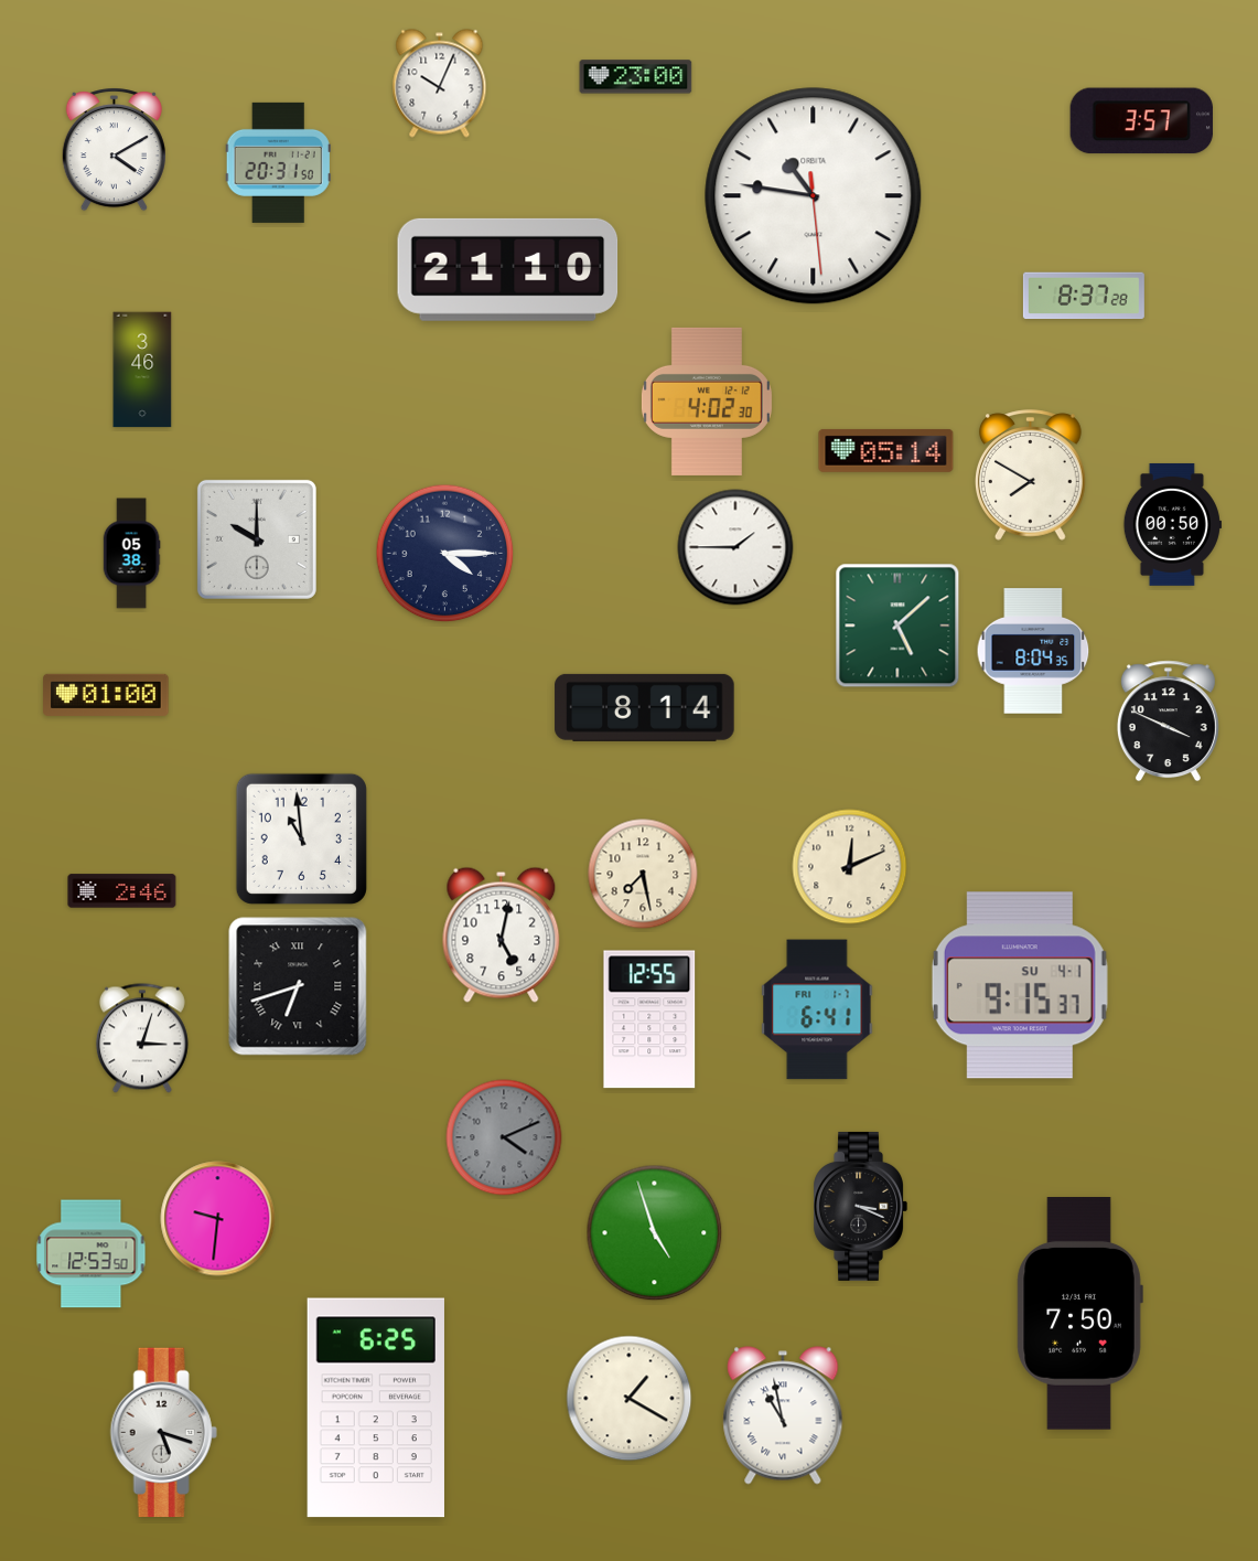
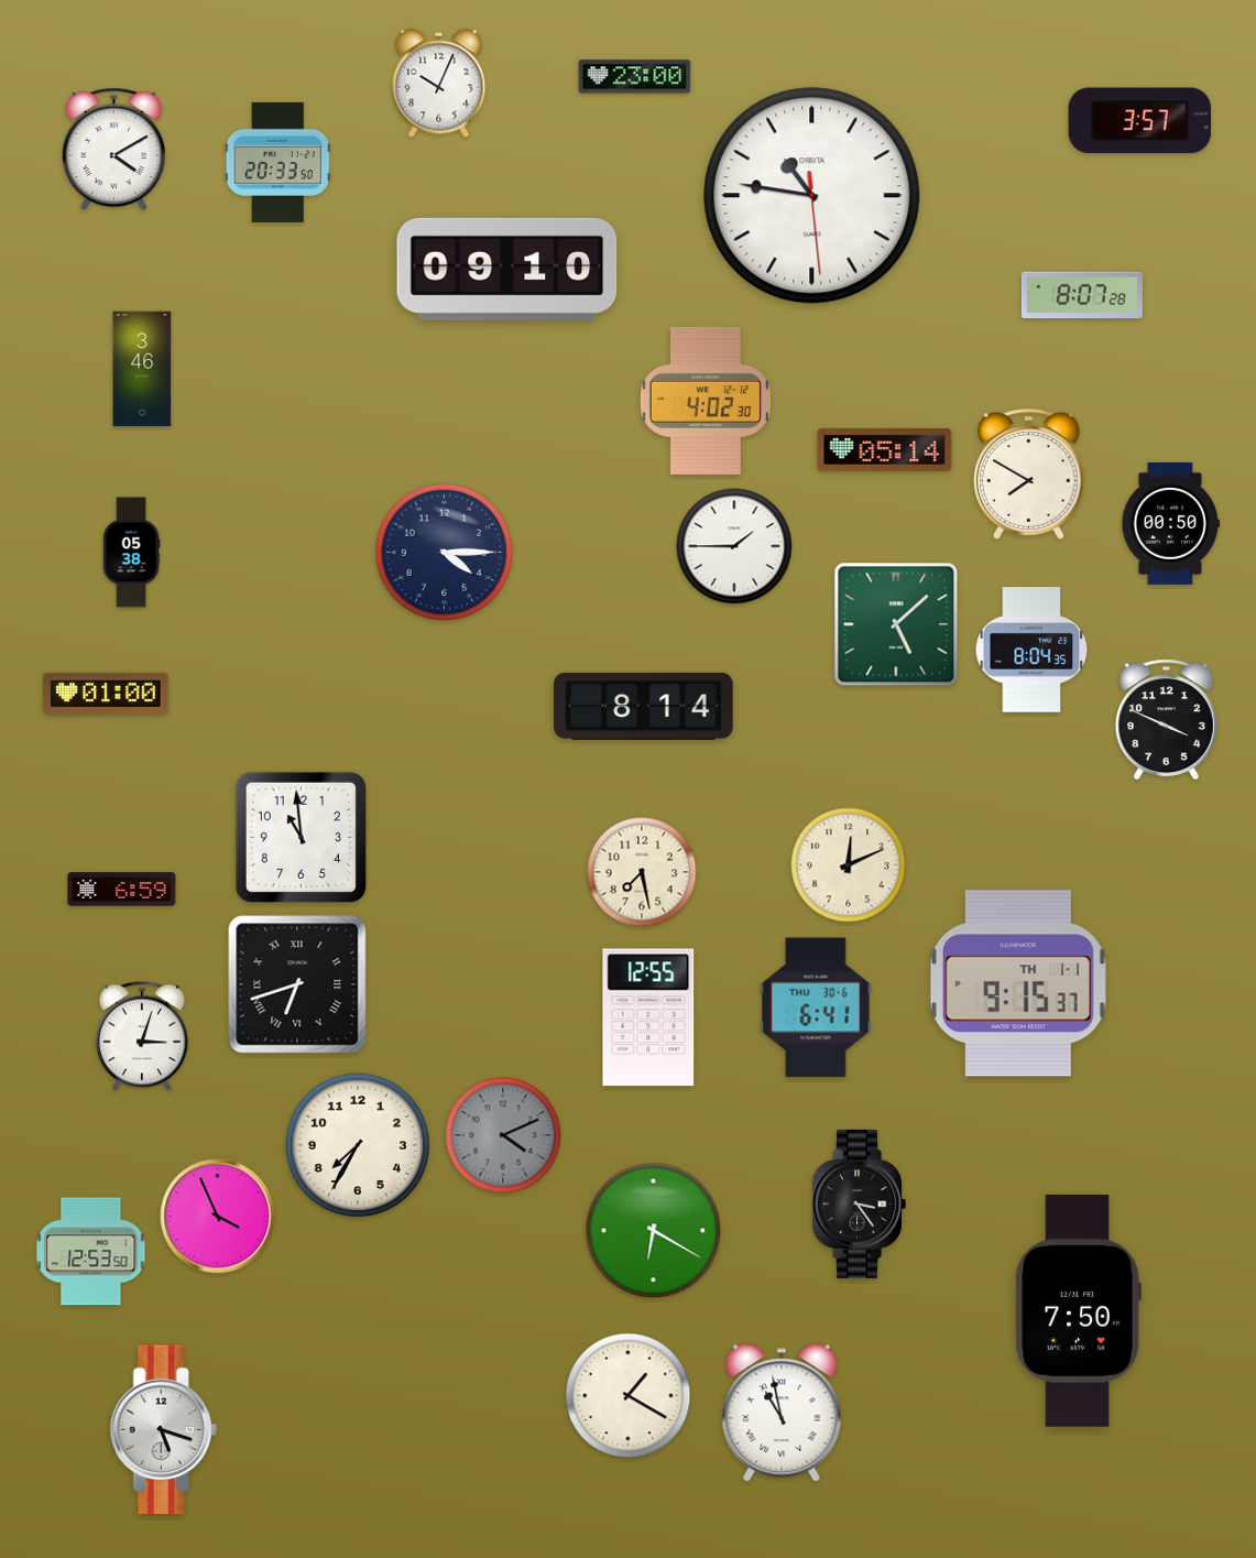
clock at (278, 162): 20:31 -> 20:33
clock at (508, 269): 21:10 -> 09:10
clock at (1084, 296): 8:37 -> 8:07
clock at (257, 539): 10:00 -> none
clock at (122, 891): 2:46 -> 6:59
clock at (502, 934): 5:02 -> none
clock at (1020, 985) date: SU 4-1 -> TH 1-1
clock at (817, 1009) date: FRI 1-7 -> THU 30-6
clock at (358, 1145): none -> 7:35
clock at (860, 1206): 3:19 -> 3:24
clock at (218, 1219): 9:31 -> 3:56
clock at (655, 1233): 4:57 -> 6:20
clock at (376, 1408): 6:25 -> none
